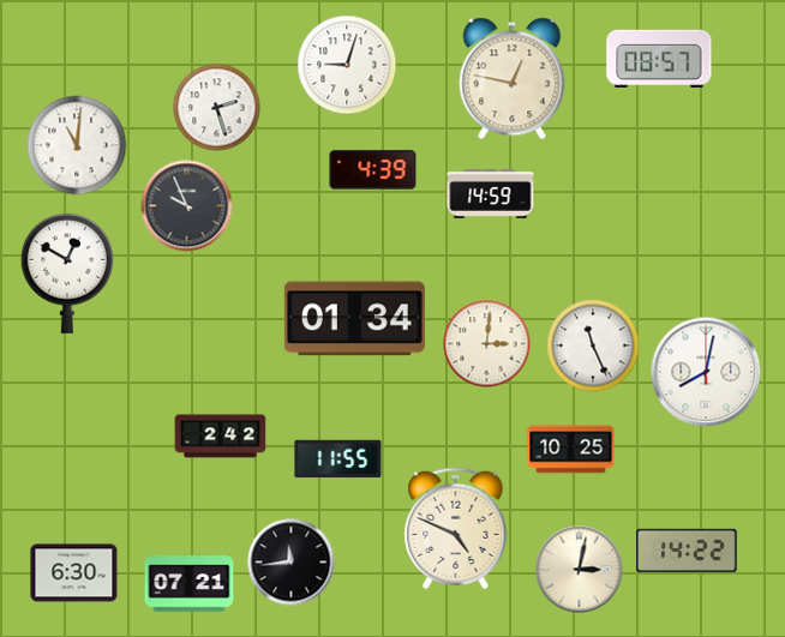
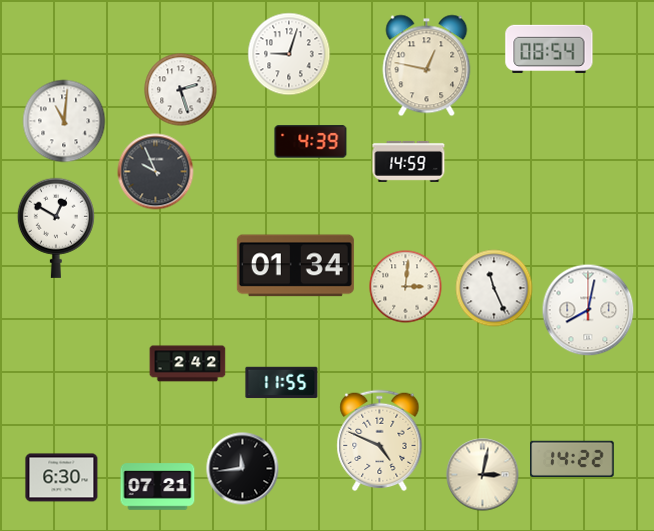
clock at (659, 59): 08:57 -> 08:54
clock at (221, 437) position: (221, 437) -> (188, 364)
clock at (571, 450): 10:25 -> none
